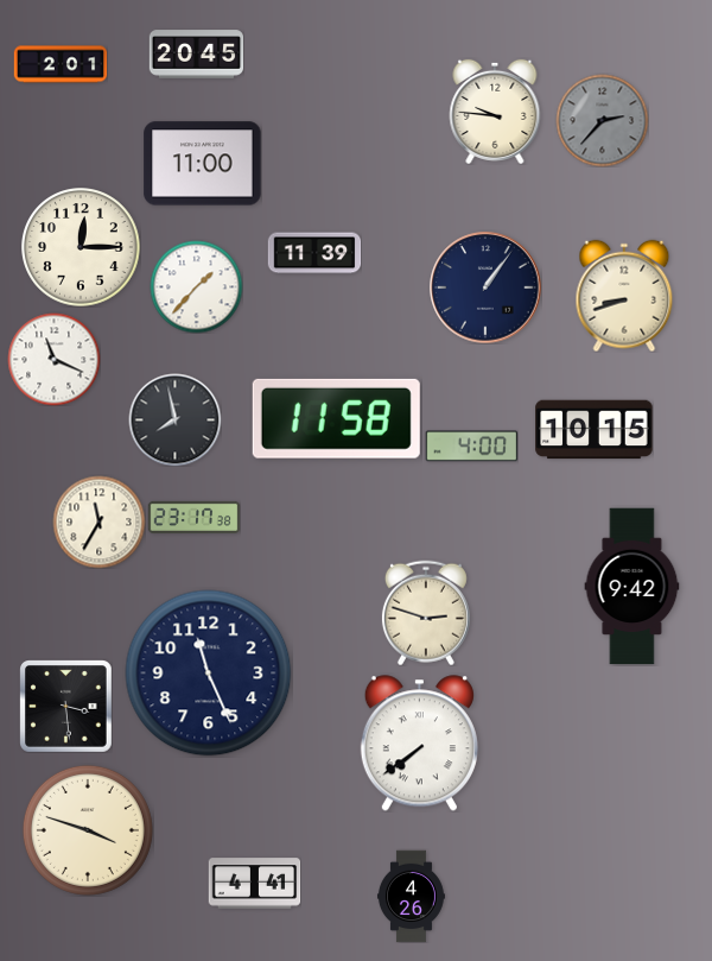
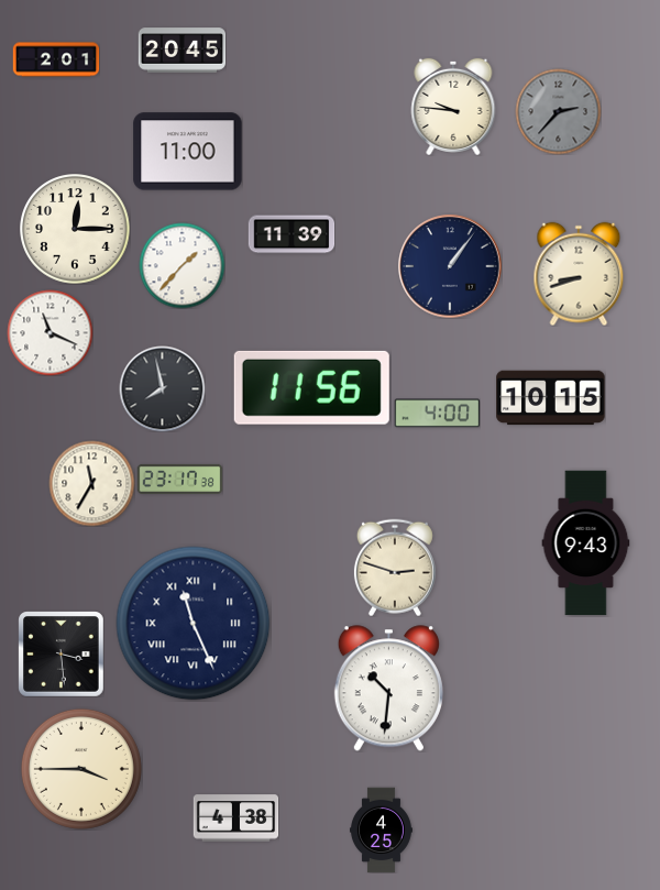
clock at (495, 112) position: (495, 112) -> (453, 107)
clock at (336, 418): 11:58 -> 11:56
clock at (632, 587): 9:42 -> 9:43
clock at (209, 674) numerals: Arabic -> Roman
clock at (419, 744): 7:39 -> 10:31
clock at (88, 830): 3:48 -> 3:45
clock at (254, 884): 4:41 -> 4:38
clock at (411, 896): 4:26 -> 4:25
